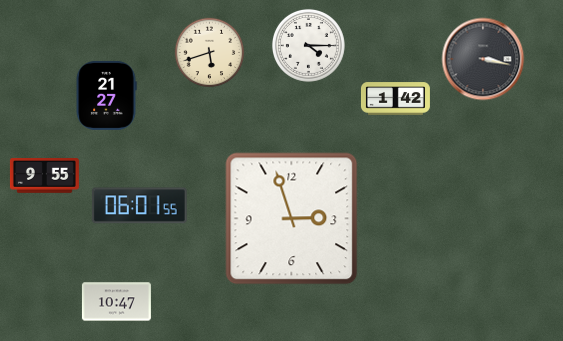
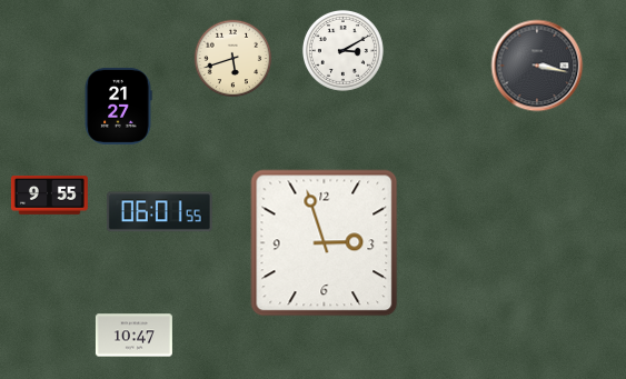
clock at (308, 45): 4:15 -> 3:10
clock at (395, 99): 1:42 -> none
clock at (139, 206) position: (139, 206) -> (159, 212)
clock at (116, 302) position: (116, 302) -> (133, 336)
